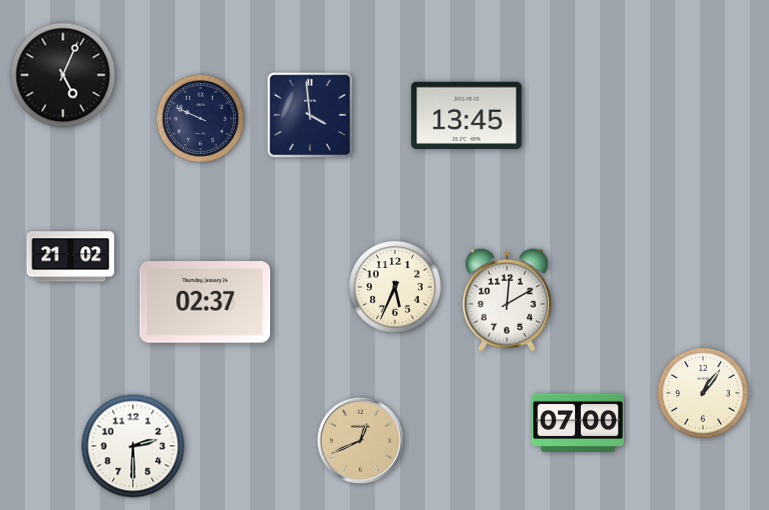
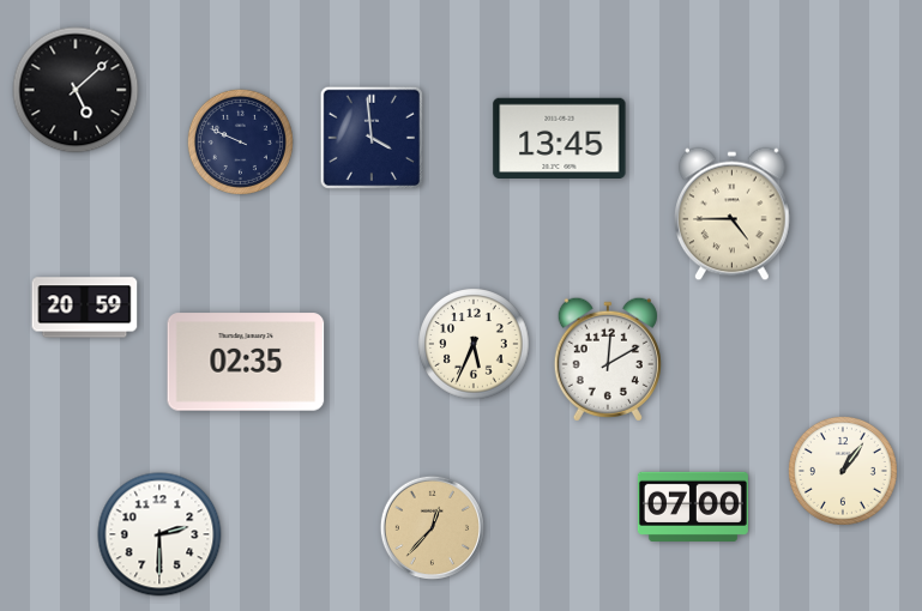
clock at (63, 75): 5:04 -> 5:08
clock at (733, 214): none -> 4:45
clock at (71, 257): 21:02 -> 20:59
clock at (205, 302): 02:37 -> 02:35
clock at (360, 440): 12:41 -> 12:37
